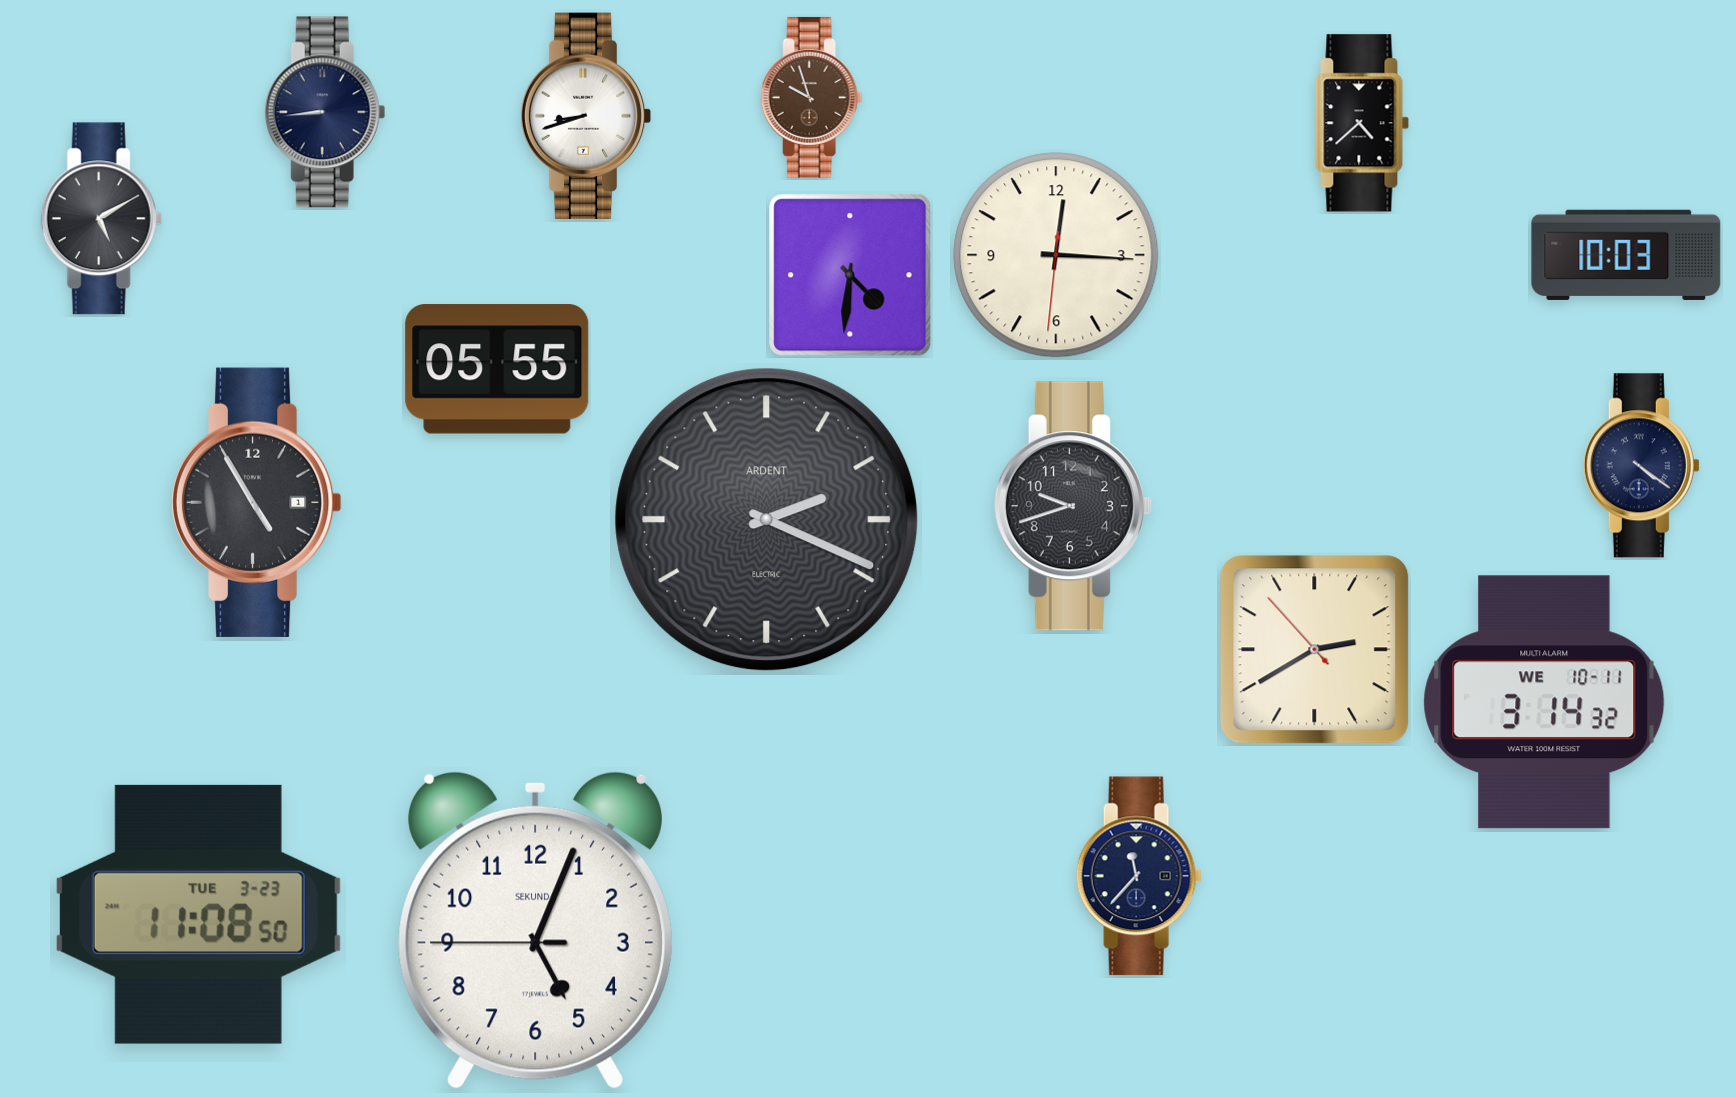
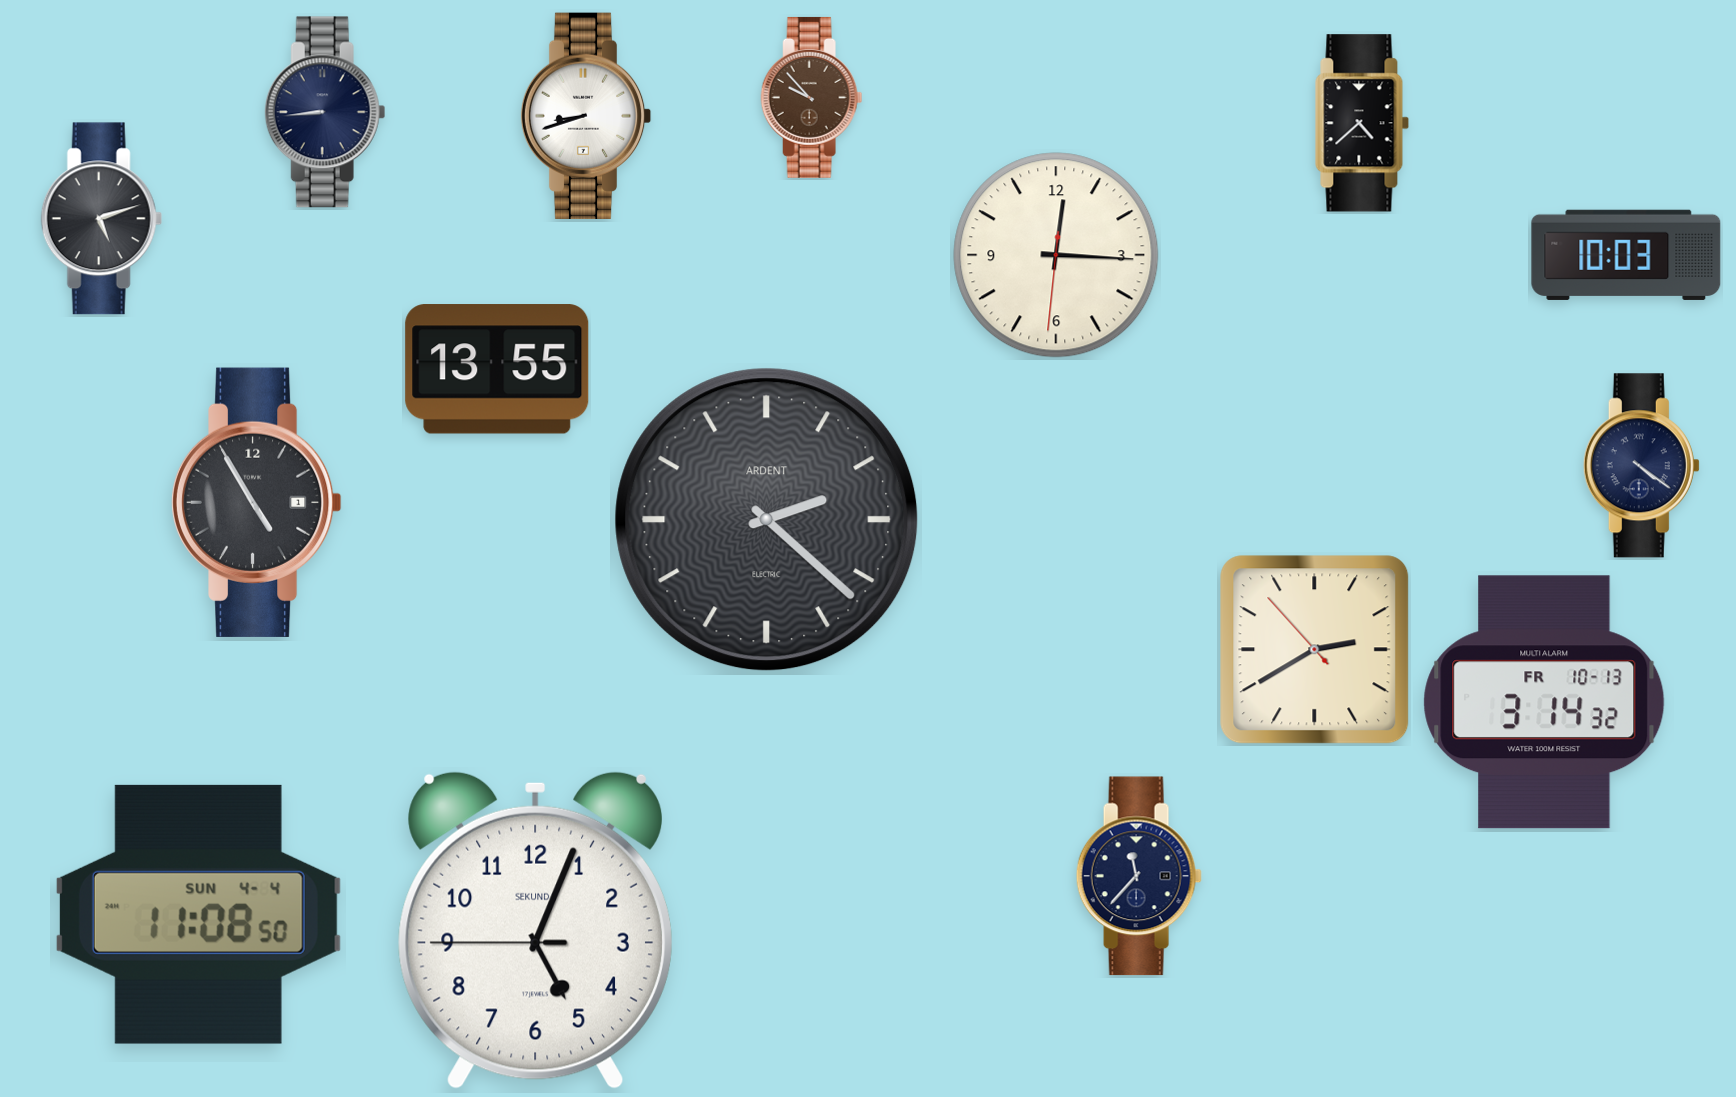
clock at (812, 97): 9:57 -> 9:53
clock at (101, 219): 5:10 -> 5:12
clock at (850, 275): 4:31 -> none
clock at (497, 369): 05:55 -> 13:55
clock at (1073, 506): 9:42 -> none
clock at (767, 520): 2:19 -> 2:22
clock at (1544, 702) date: WE 10-11 -> FR 10-13
clock at (198, 914) date: TUE 3-23 -> SUN 4-4
